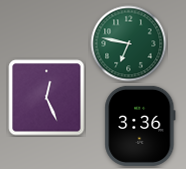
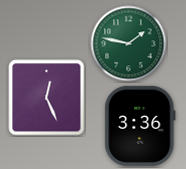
clock at (129, 44): 6:47 -> 1:47
